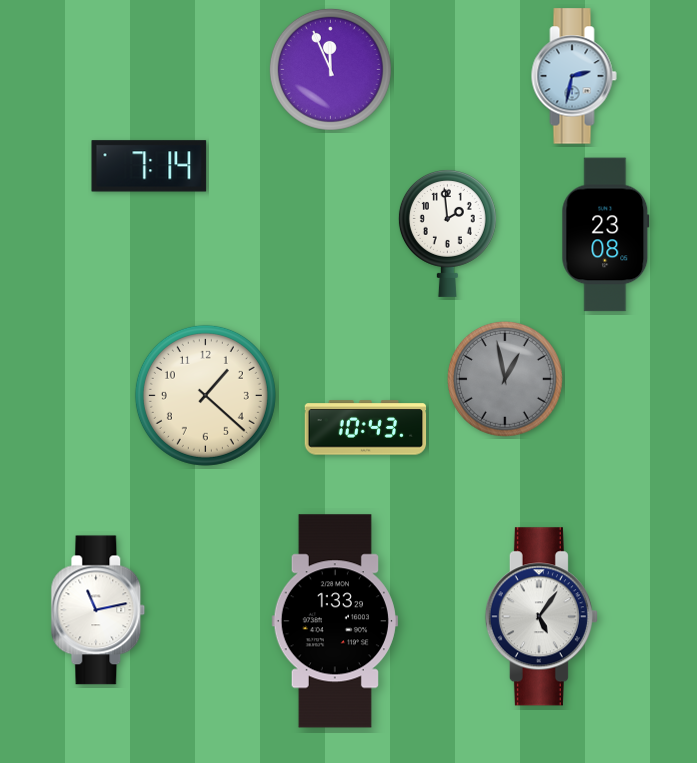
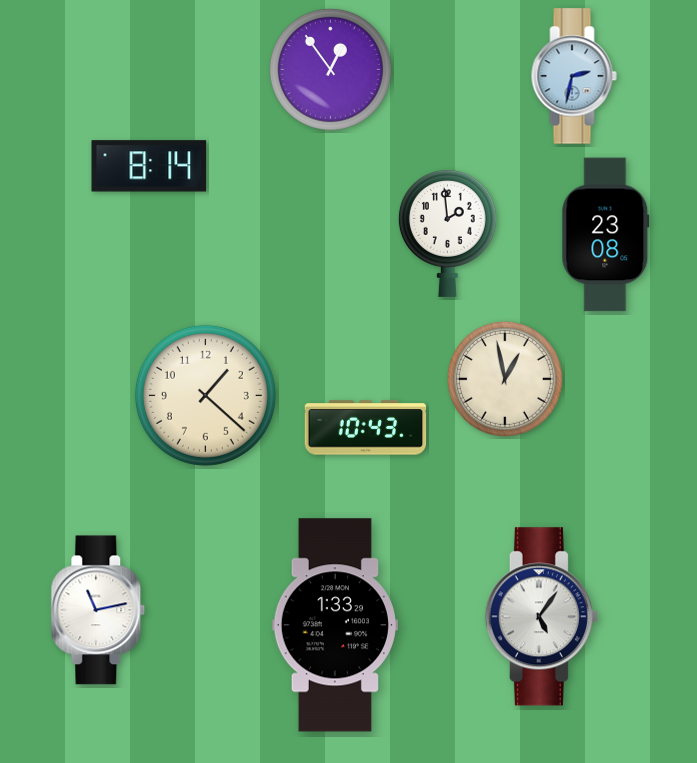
clock at (330, 69): 11:56 -> 12:54
clock at (149, 166): 7:14 -> 8:14
clock at (505, 379) dial: grey -> cream
clock at (335, 621) position: (335, 621) -> (335, 625)
